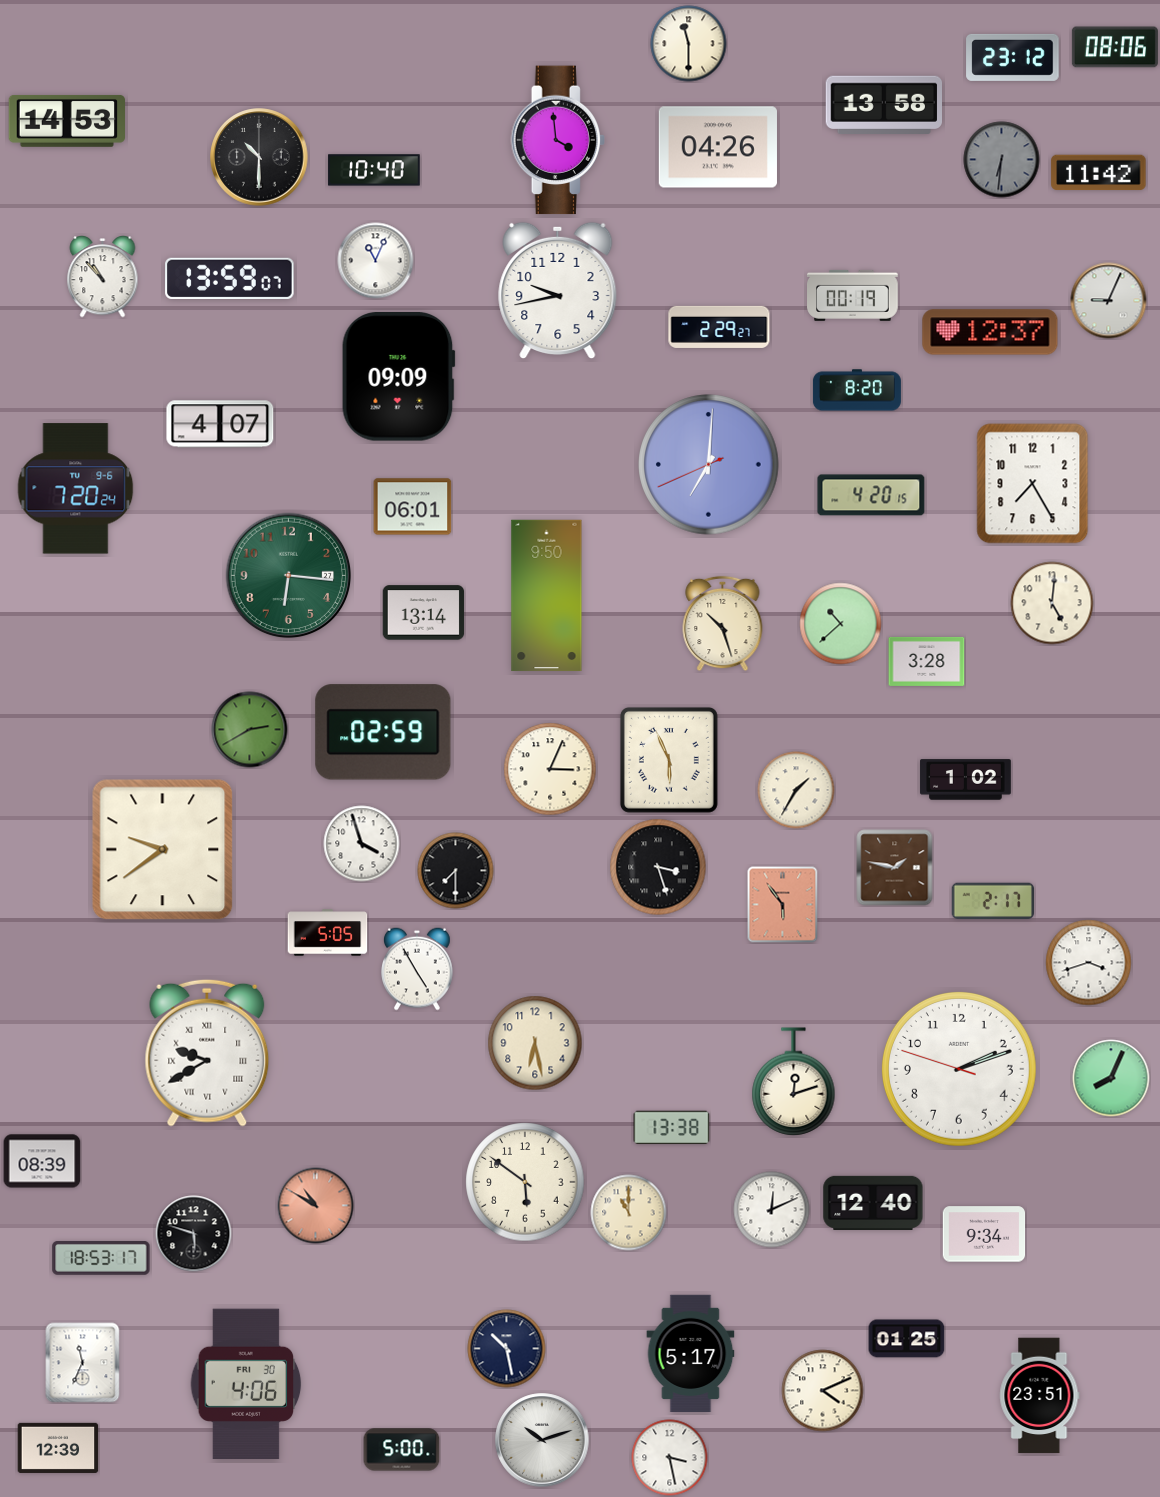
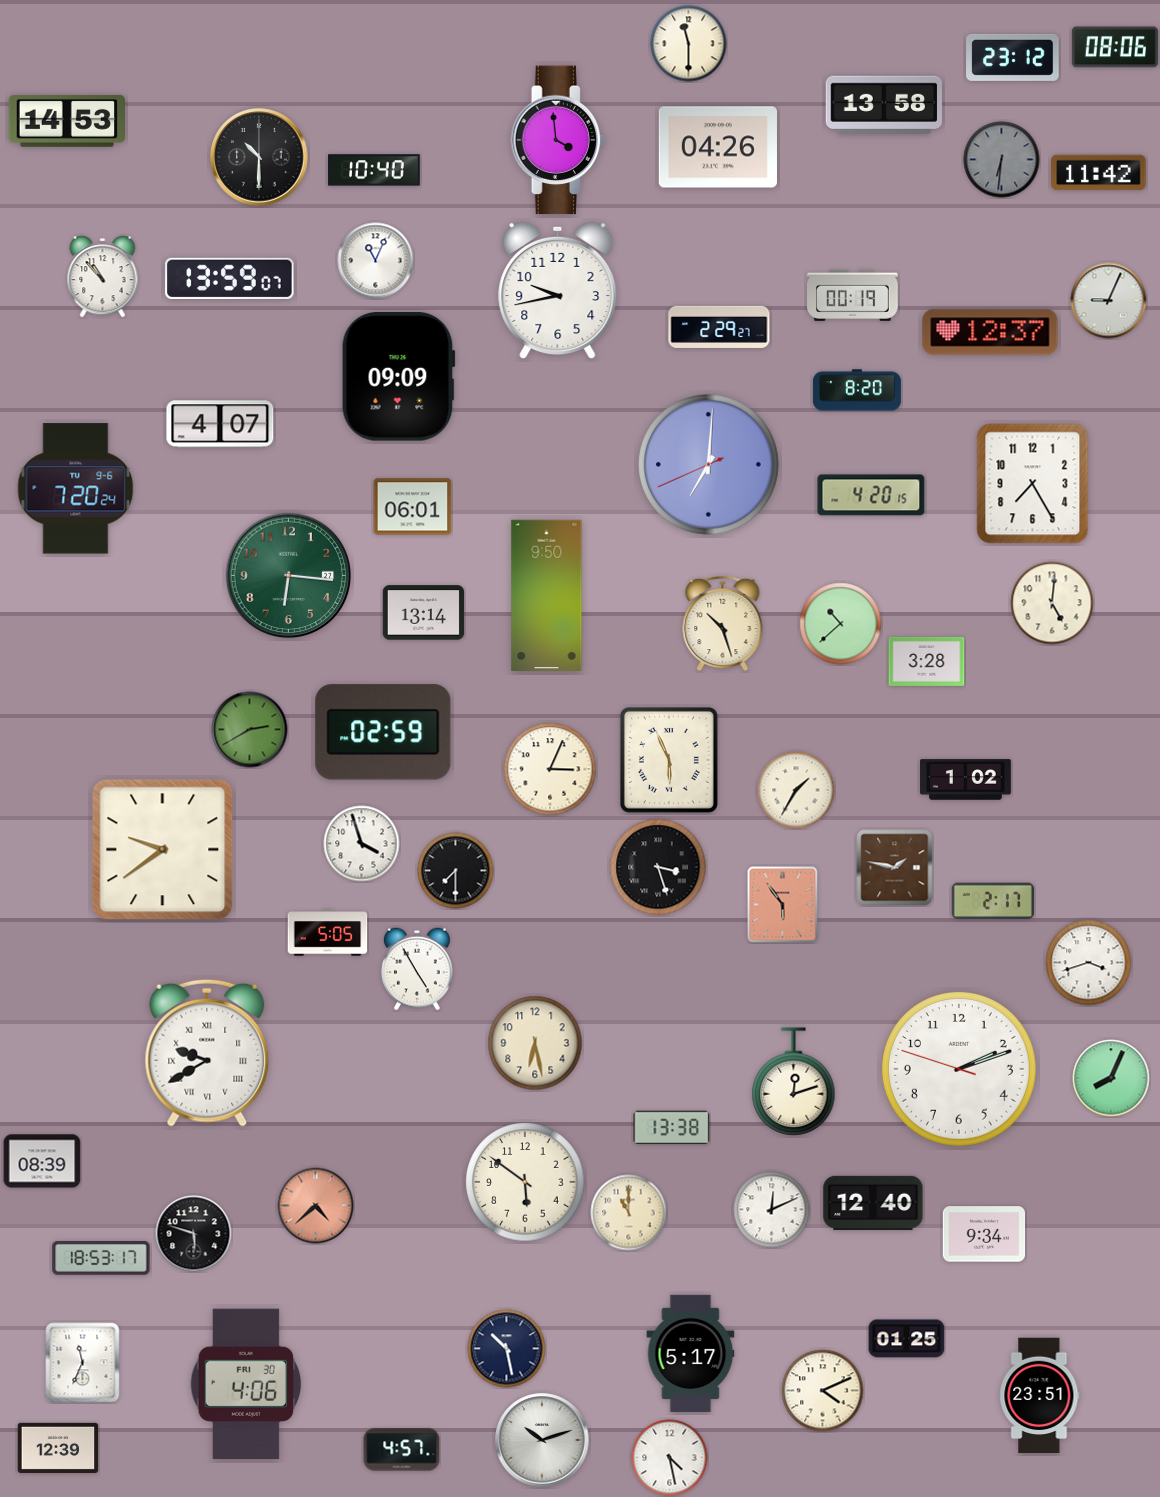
clock at (316, 1206): 10:50 -> 4:38
clock at (402, 1450): 5:00 -> 4:57
clock at (670, 1458): 3:28 -> 4:28
